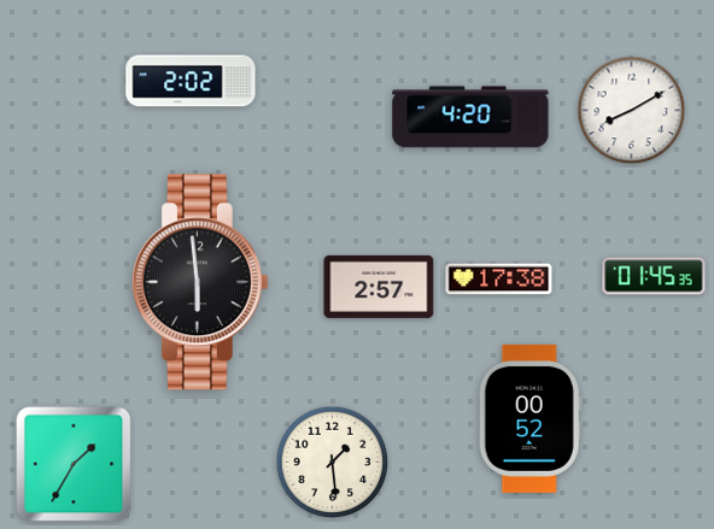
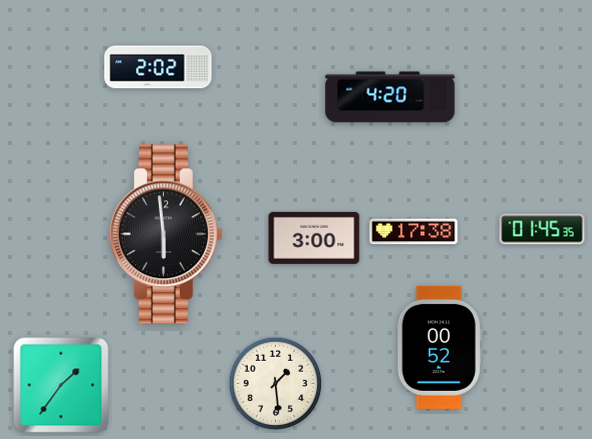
clock at (632, 111): 8:10 -> none
clock at (379, 287): 2:57 -> 3:00
clock at (74, 464): 1:35 -> 1:36
